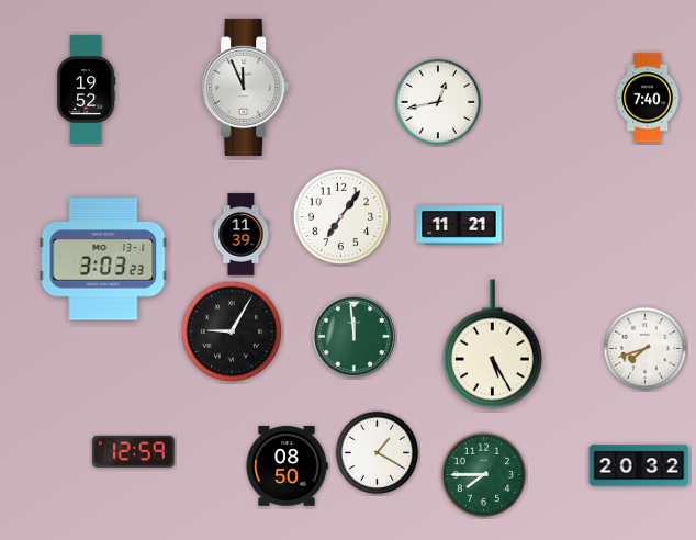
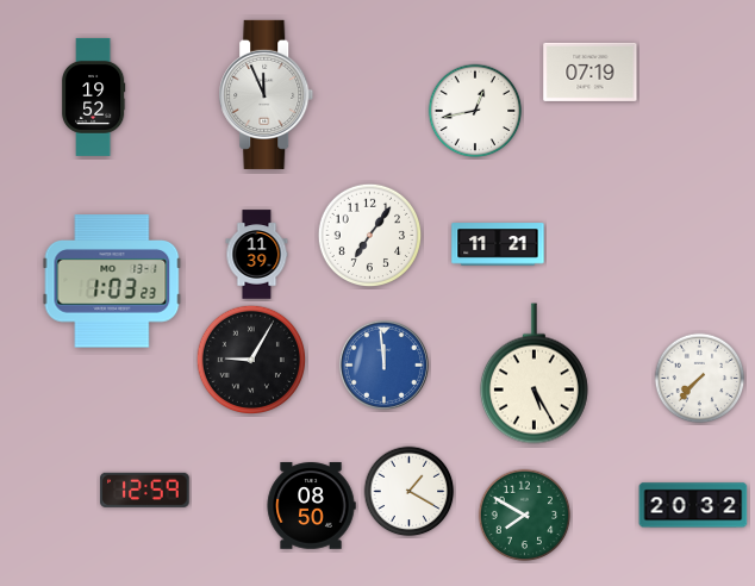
clock at (591, 71): none -> 07:19
clock at (647, 98): 7:40 -> none
clock at (242, 235) position: (242, 235) -> (257, 255)
clock at (103, 259): 3:03 -> 1:03
clock at (353, 336) dial: green -> blue
clock at (646, 349): 7:42 -> 7:37
clock at (484, 475): 7:45 -> 7:50
